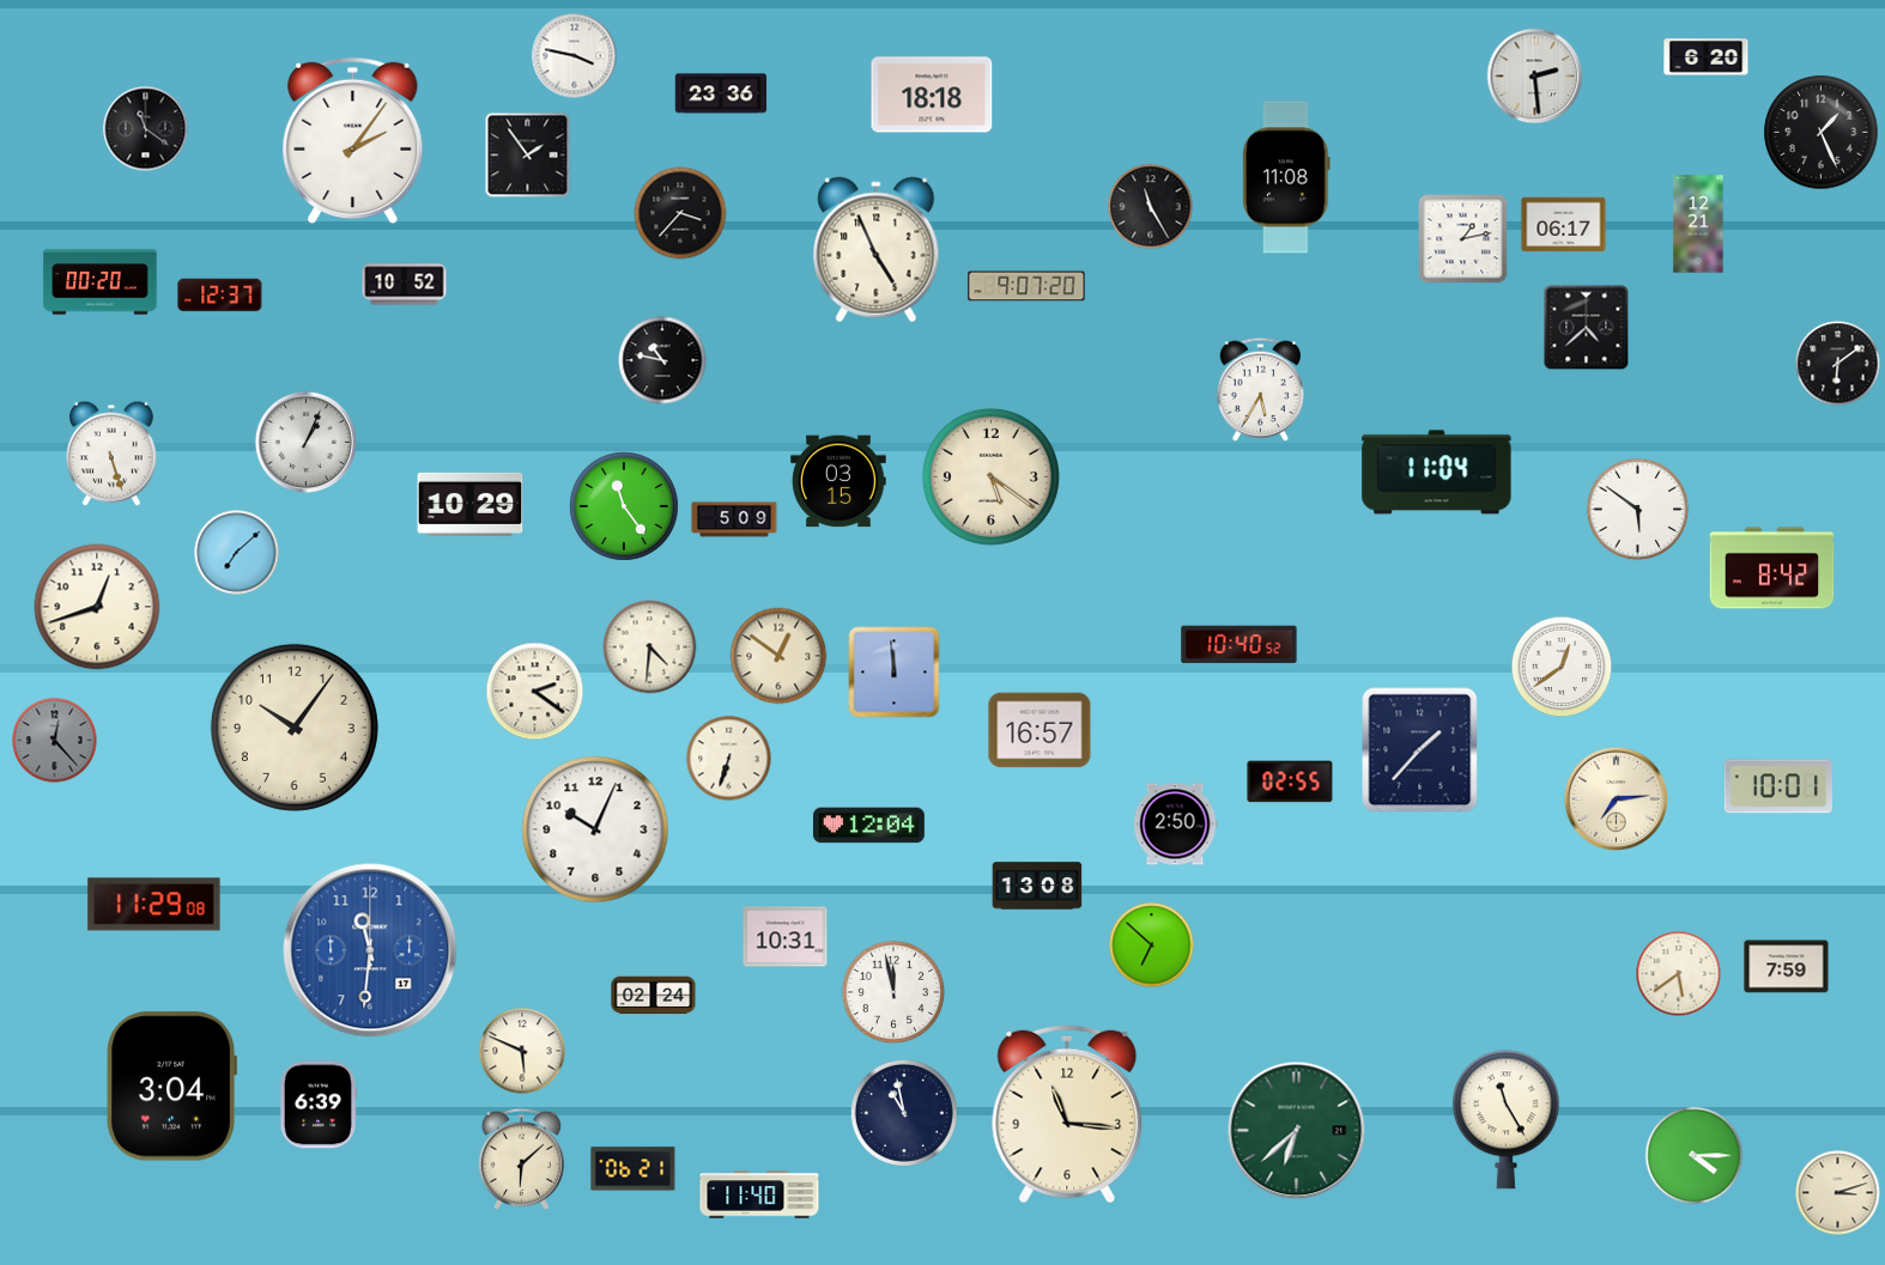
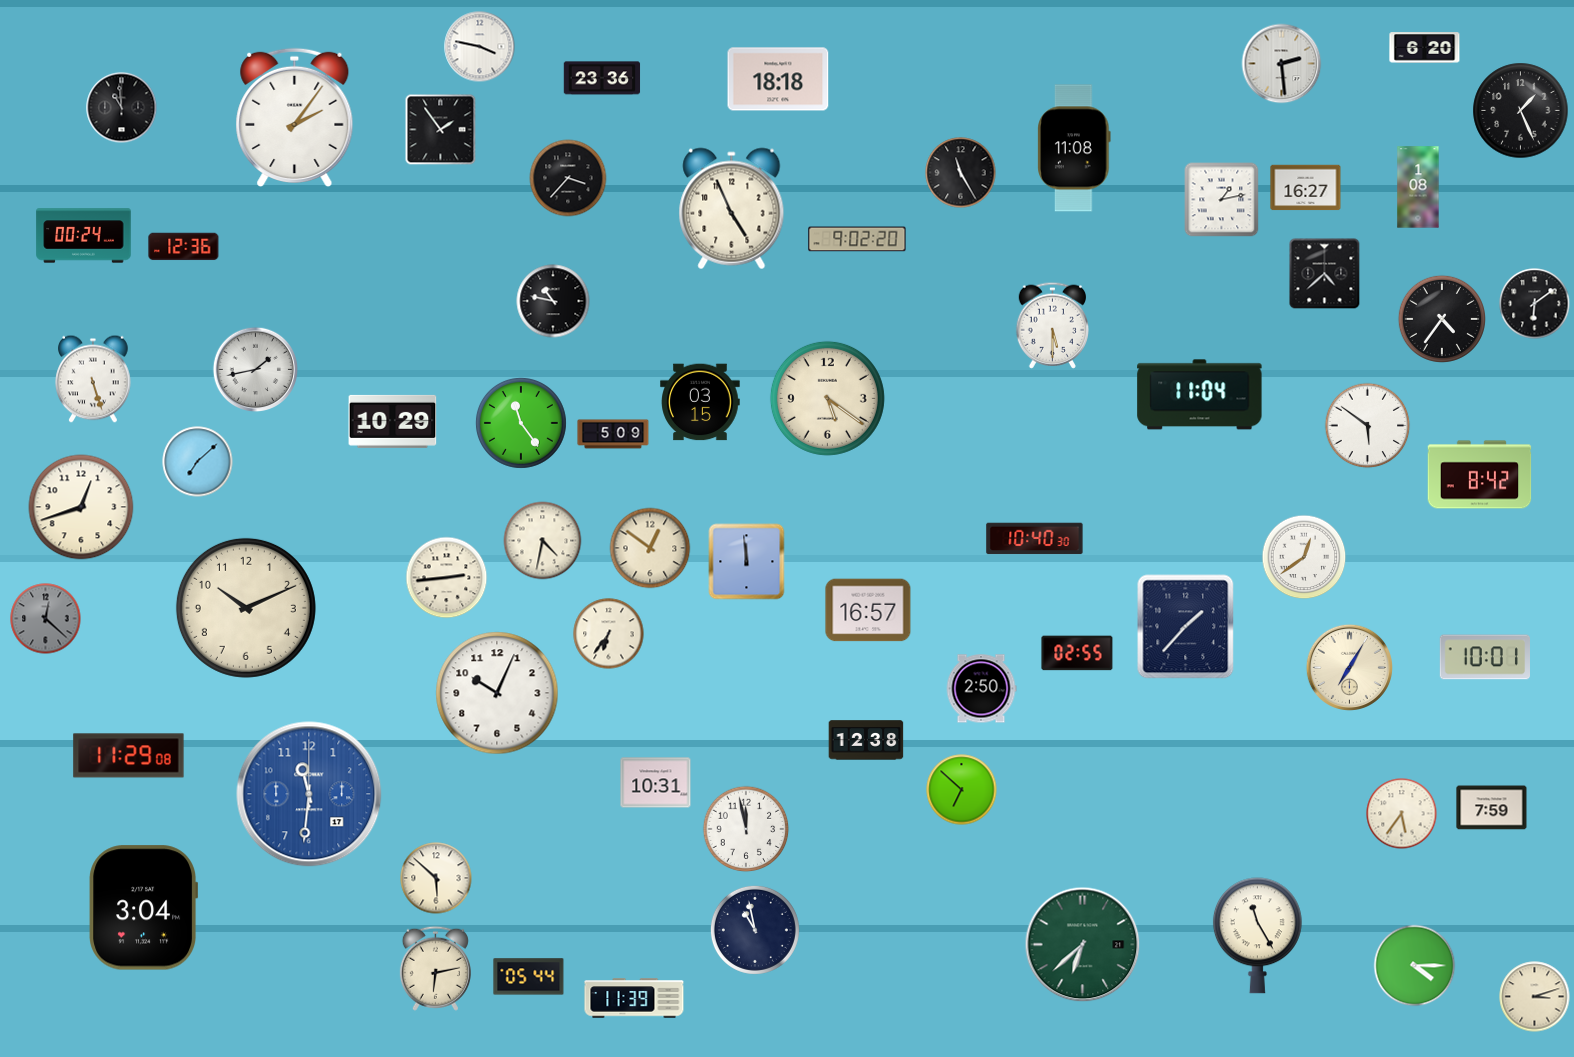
clock at (146, 129): 11:21 -> 10:59
clock at (1698, 224): 12:21 -> 1:08
clock at (1564, 225): 06:17 -> 16:27
clock at (101, 282): 00:20 -> 00:24
clock at (405, 285): 10:52 -> none
clock at (1026, 286): 9:07 -> 9:02
clock at (220, 296): 12:37 -> 12:36
clock at (1442, 319): none -> 4:36
clock at (1261, 389): 5:35 -> 5:30
clock at (307, 443): 1:04 -> 1:43
clock at (1240, 645): 10:40:52 -> 10:40:30
clock at (650, 647): 4:31 -> 4:32
clock at (535, 692): 2:21 -> 2:44
clock at (295, 728): 10:06 -> 10:11
clock at (55, 741): 12:23 -> 12:22
clock at (729, 759): 6:33 -> 6:36
clock at (1616, 798): 7:14 -> 7:05
clock at (868, 826): 12:04 -> none
clock at (1037, 886): 13:08 -> 12:38
clock at (1679, 974): 5:39 -> 5:36
clock at (654, 996): 02:24 -> none
clock at (522, 1051): 5:49 -> 5:52
clock at (317, 1105): 6:39 -> none
clock at (1067, 1114): 11:16 -> none
clock at (521, 1158): 6:08 -> 6:13
clock at (634, 1169): 06:21 -> 05:44
clock at (759, 1194): 11:40 -> 11:39
